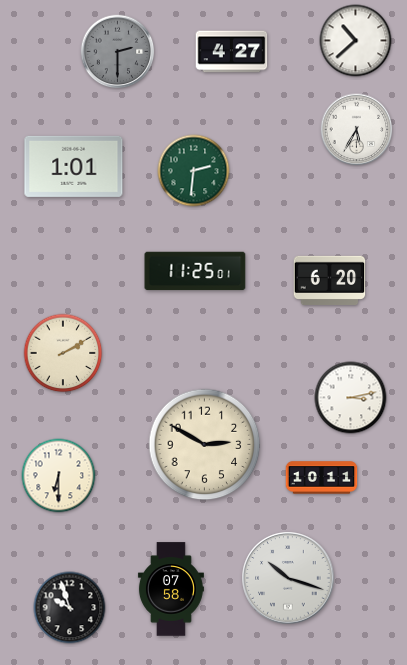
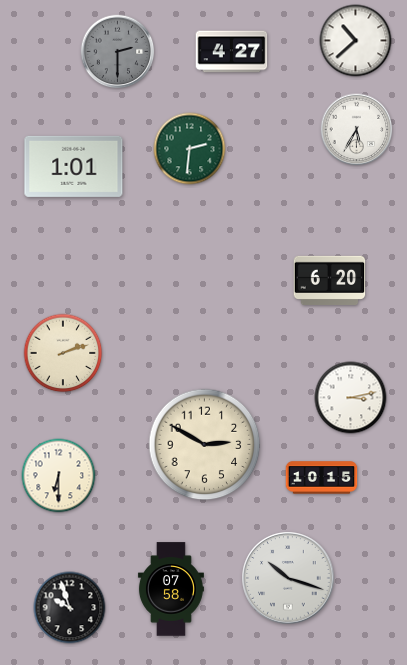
clock at (194, 171) position: (194, 171) -> (190, 149)
clock at (195, 271): 11:25 -> none
clock at (63, 353): 2:10 -> 2:12
clock at (322, 478): 10:11 -> 10:15
